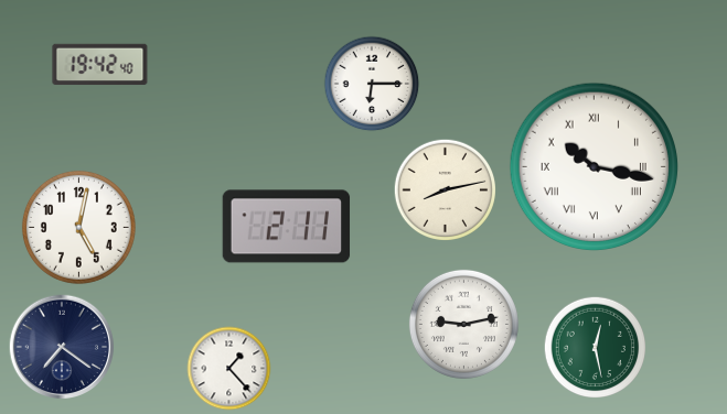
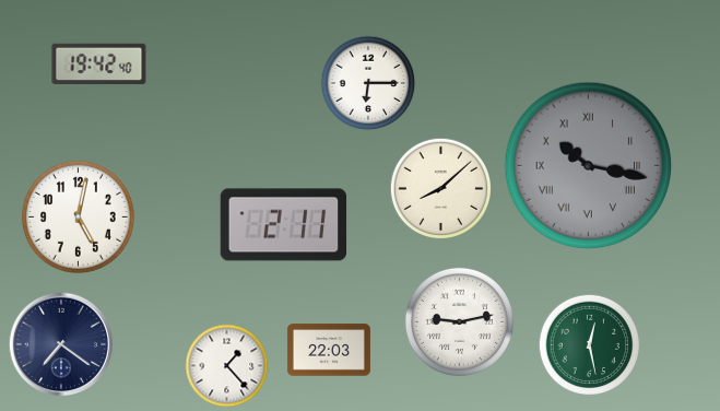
clock at (595, 167) dial: white -> grey
clock at (445, 189): 8:13 -> 8:08
clock at (78, 227) position: (78, 227) -> (78, 216)
clock at (329, 350): none -> 22:03
